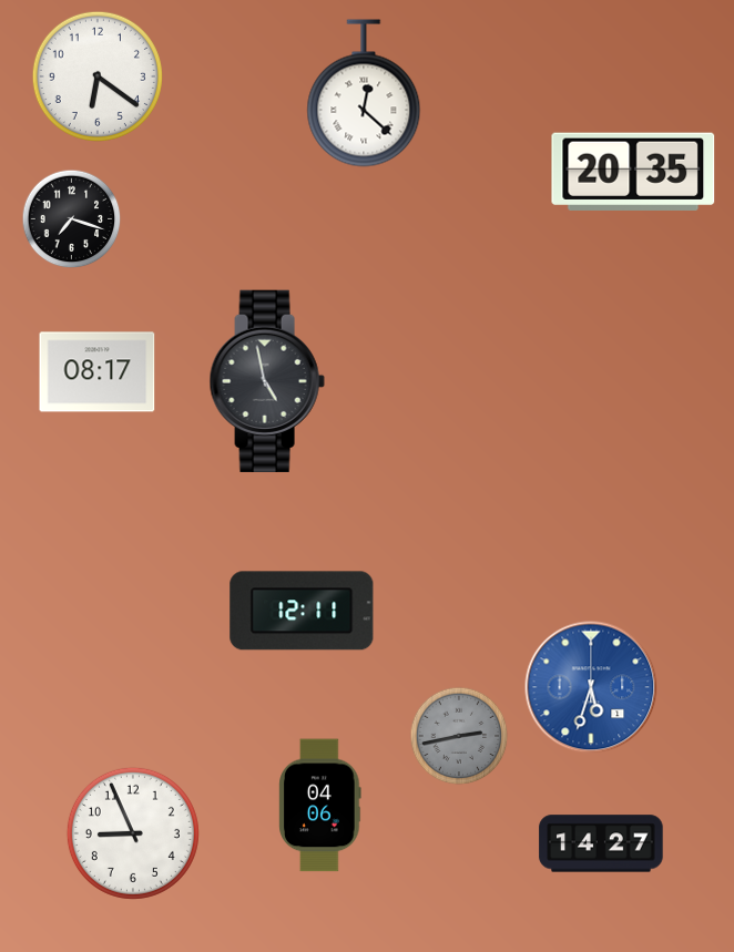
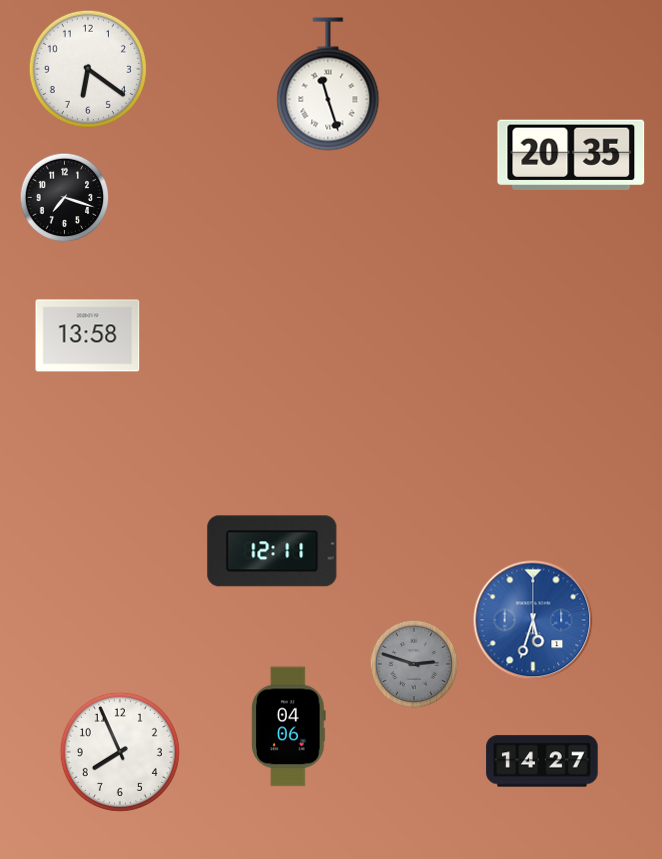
clock at (364, 93): 12:22 -> 11:27
clock at (98, 372): 08:17 -> 13:58
clock at (267, 380): 4:58 -> none
clock at (459, 736): 2:43 -> 2:48
clock at (133, 833): 8:56 -> 7:56
